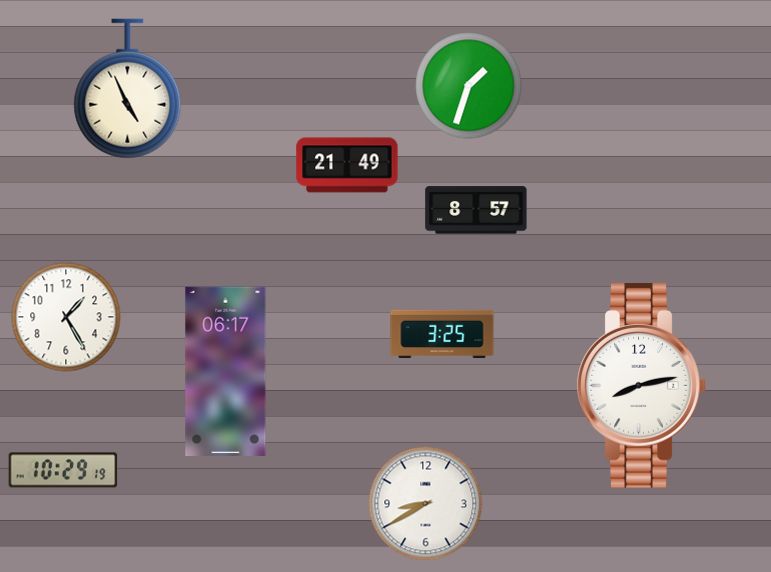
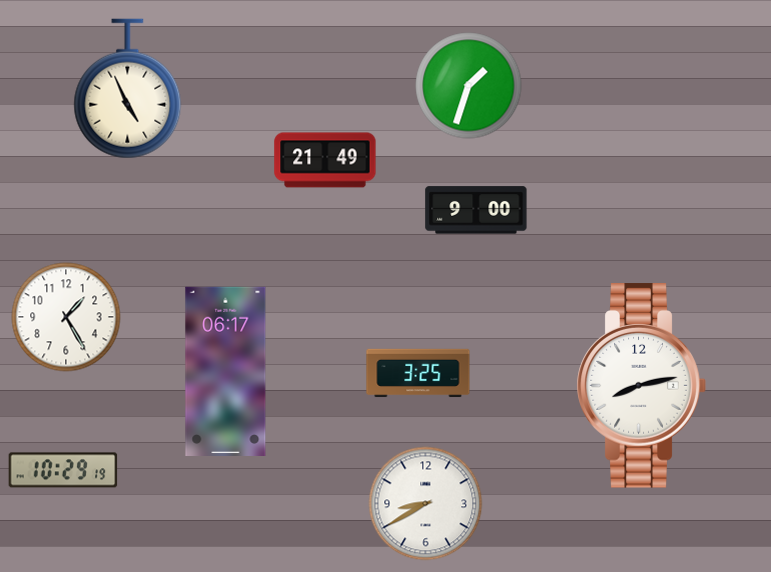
clock at (347, 165) position: (347, 165) -> (325, 160)
clock at (476, 210): 8:57 -> 9:00
clock at (442, 334) position: (442, 334) -> (418, 373)
